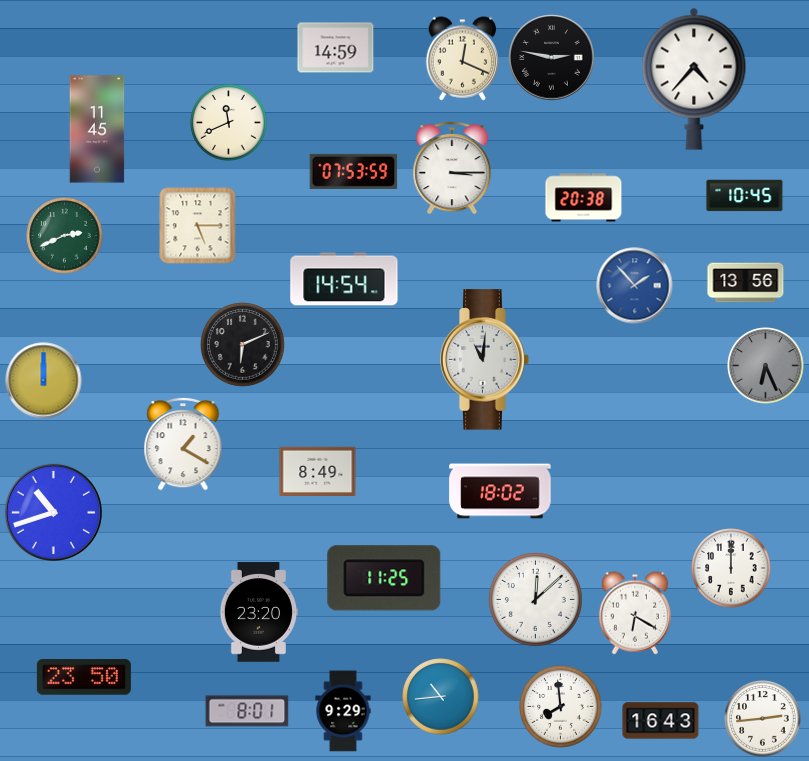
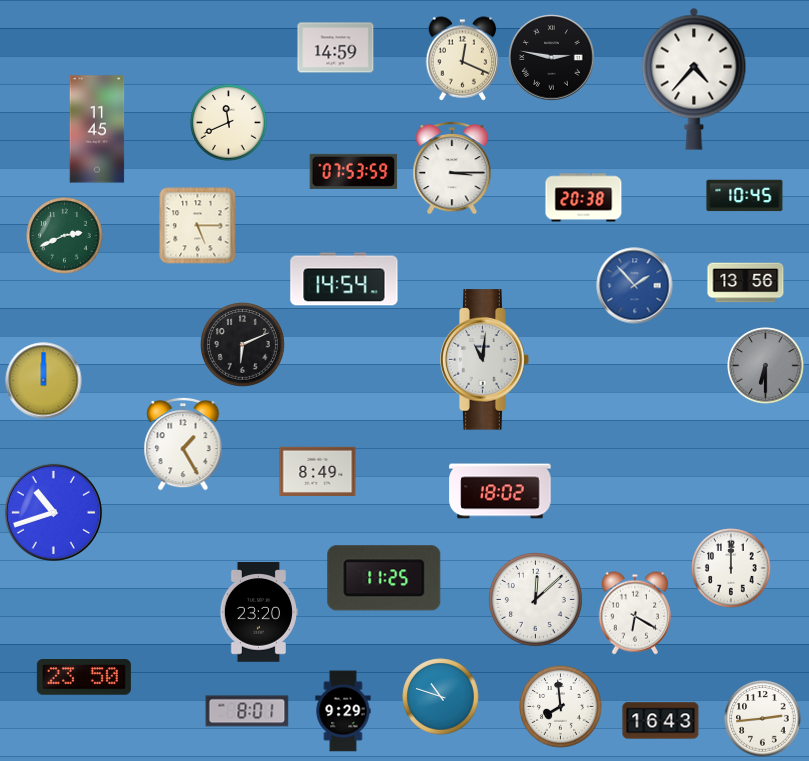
clock at (766, 366): 6:26 -> 6:30
clock at (183, 444): 1:20 -> 1:25
clock at (441, 697): 10:44 -> 10:48
